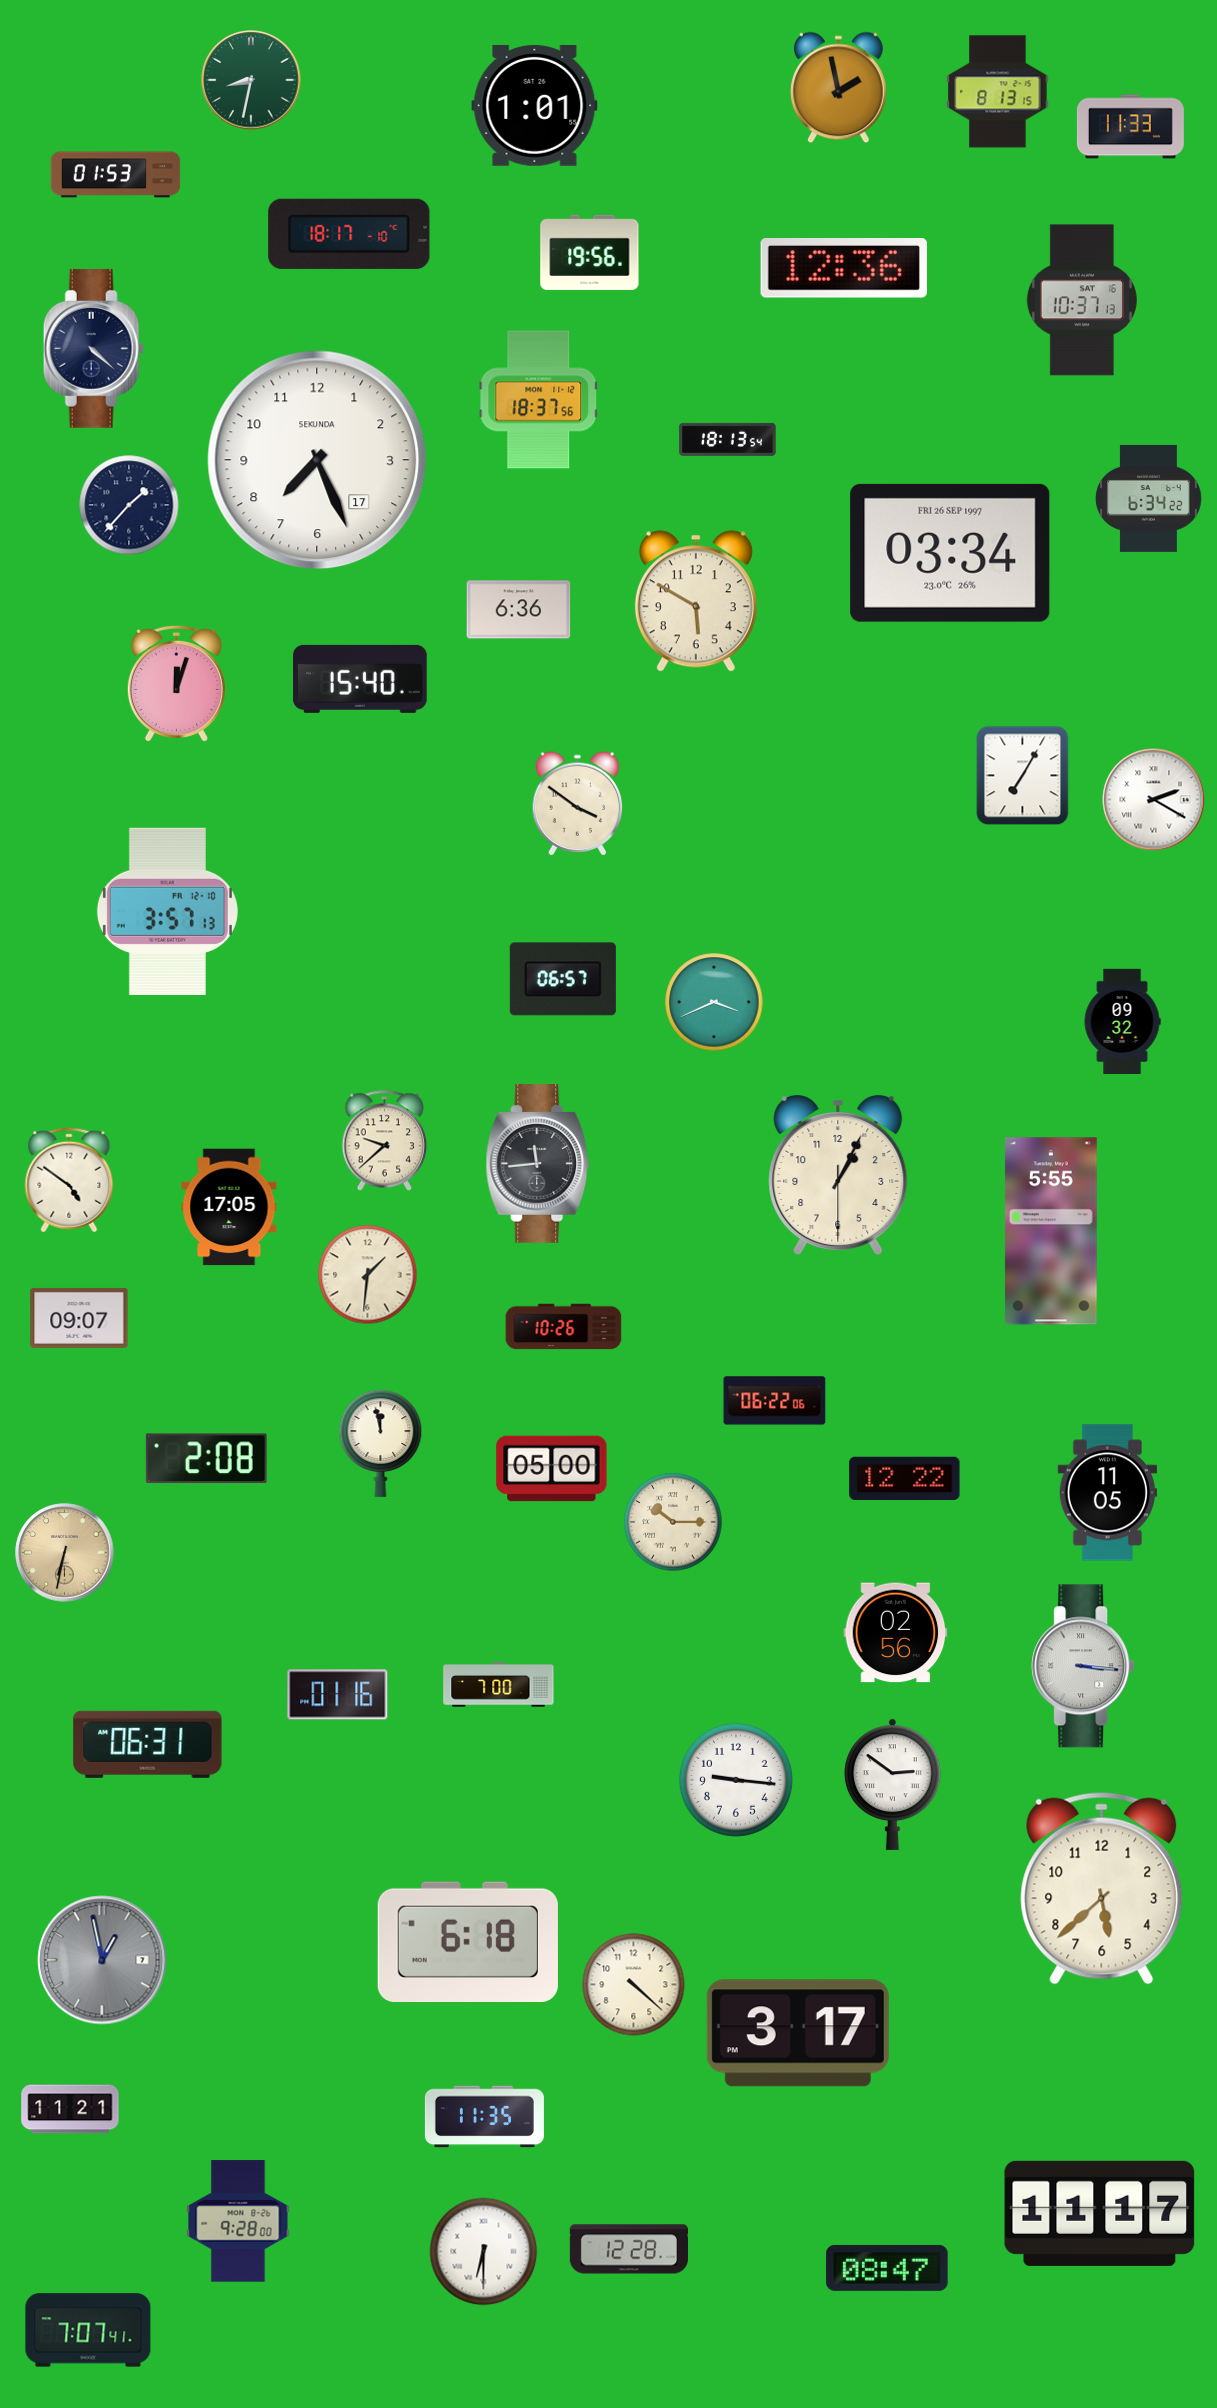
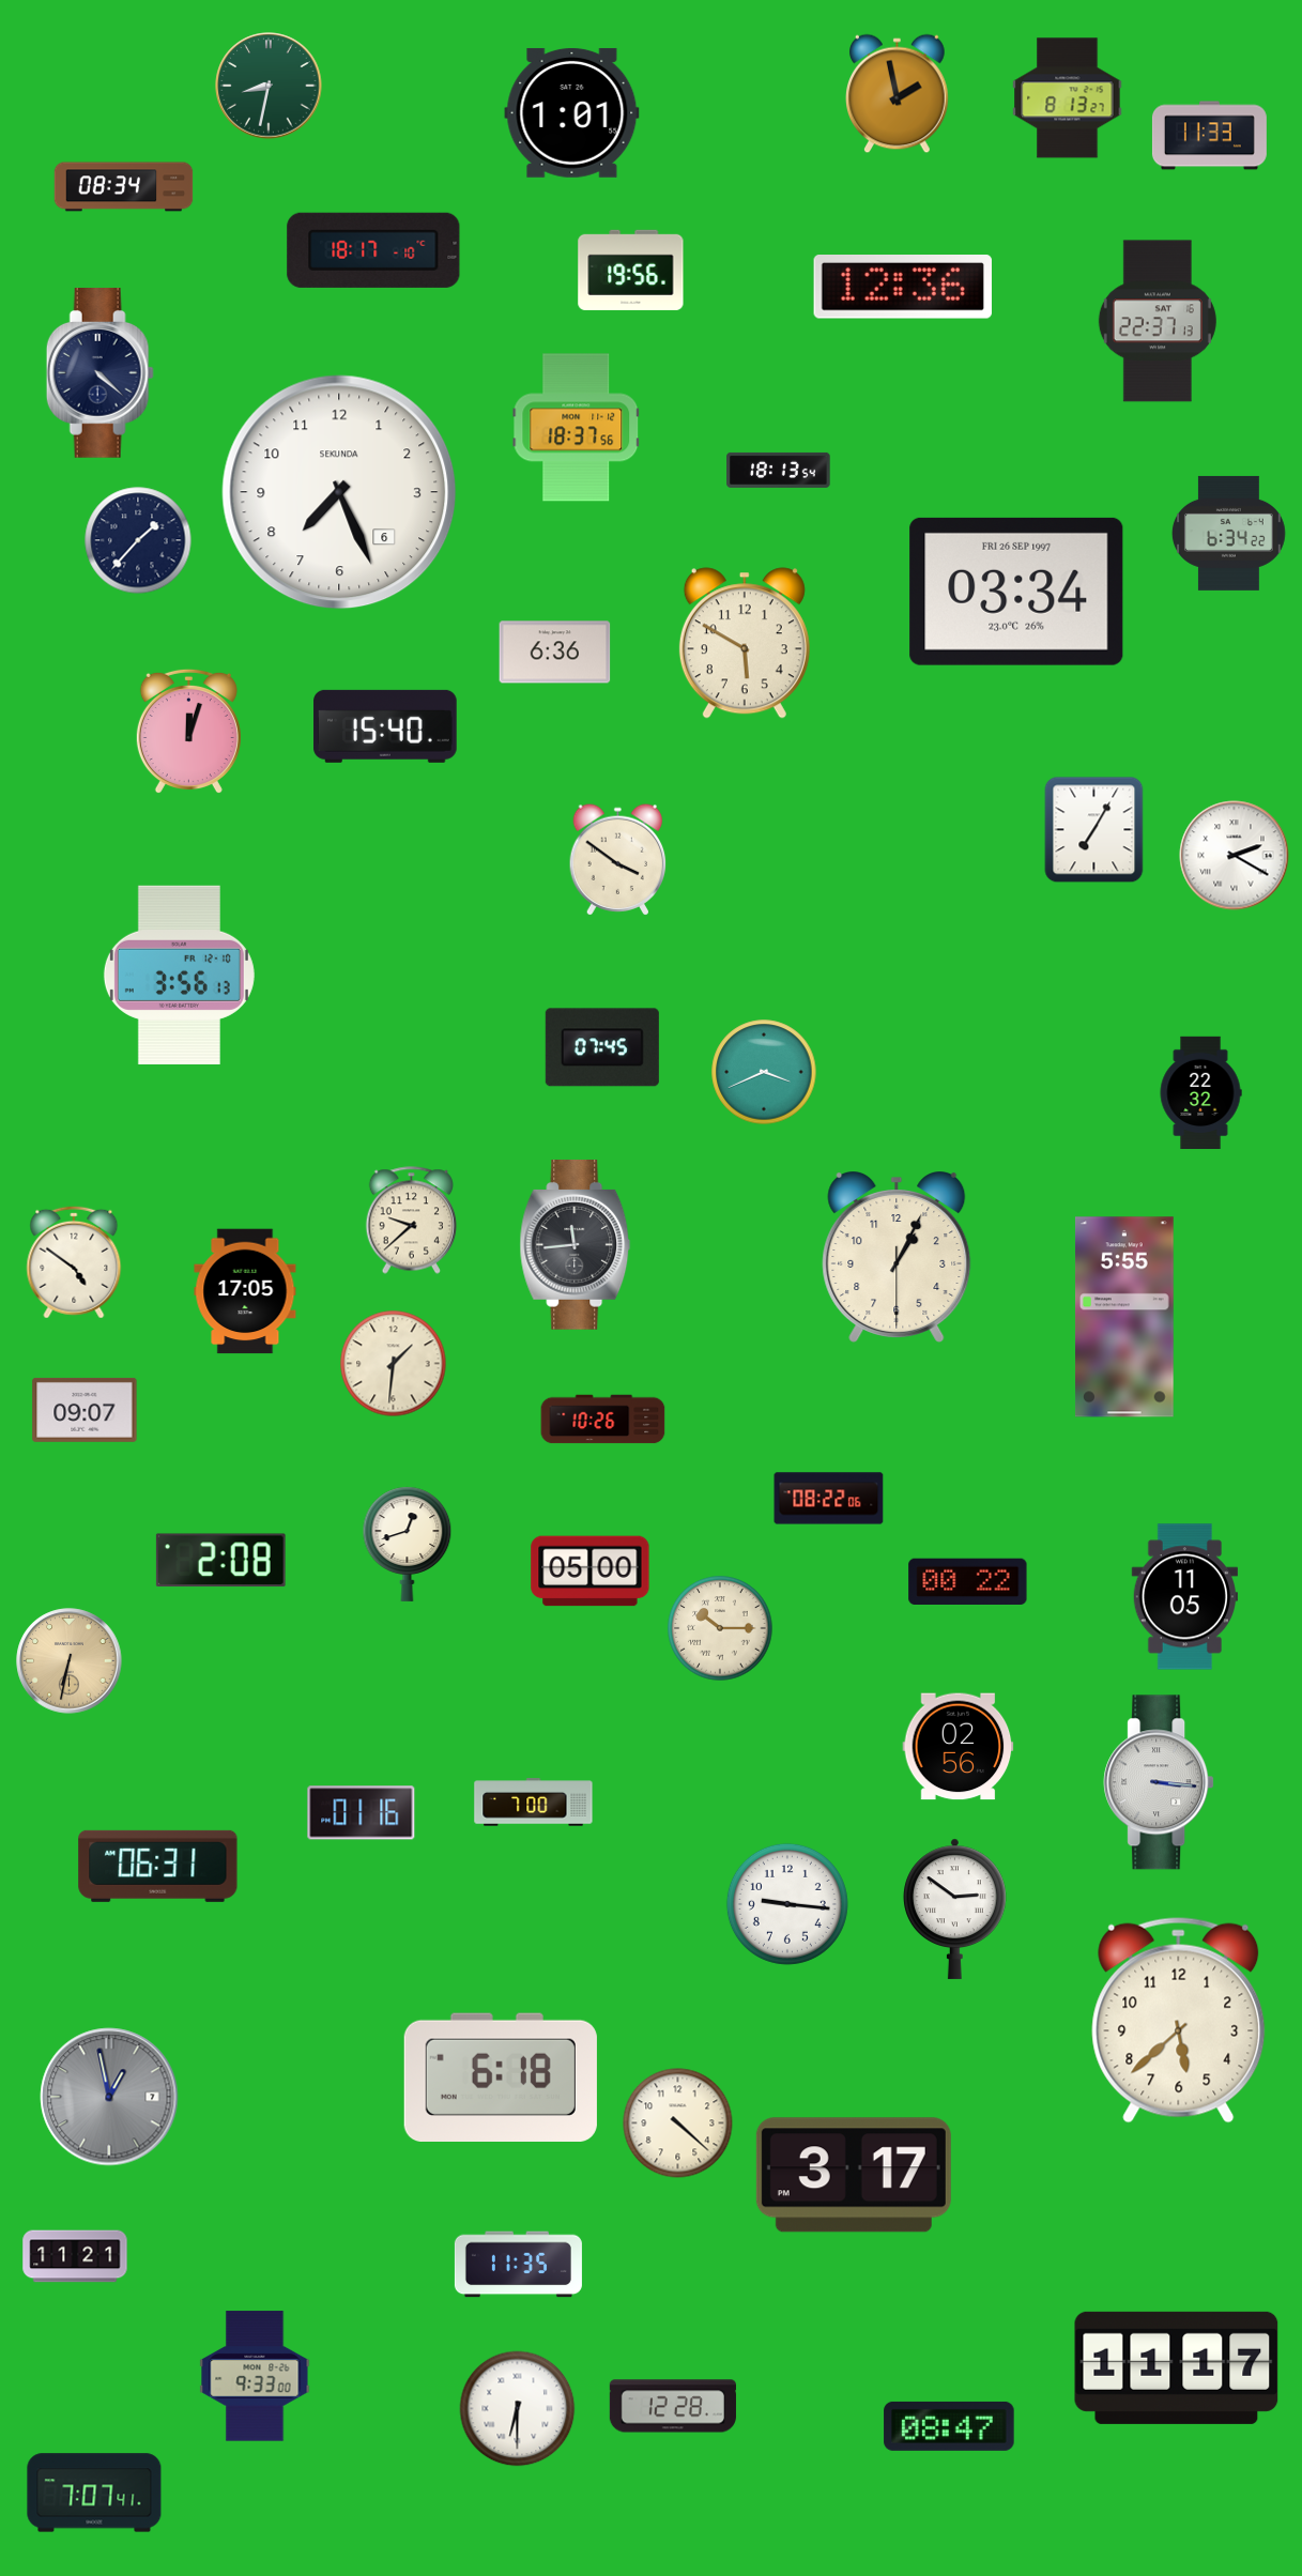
clock at (998, 92): 8:13:15 -> 8:13:27
clock at (116, 175): 01:53 -> 08:34
clock at (1082, 300): 10:37 -> 22:37
clock at (317, 460) date: 17 -> 6
clock at (167, 911): 3:57 -> 3:56
clock at (563, 979): 06:57 -> 07:45
clock at (1122, 1022): 09:32 -> 22:32
clock at (775, 1401): 06:22 -> 08:22
clock at (381, 1443): 11:58 -> 12:42
clock at (905, 1478): 12:22 -> 00:22
clock at (238, 2221): 9:28 -> 9:33
